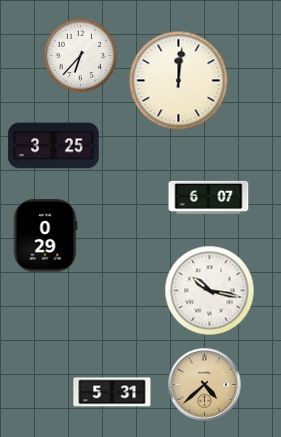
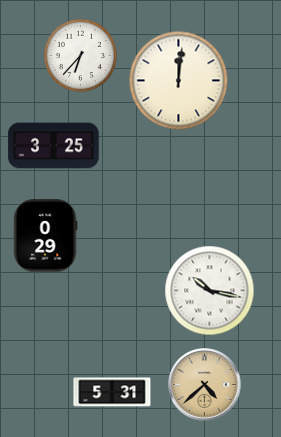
clock at (209, 197): 6:07 -> none
